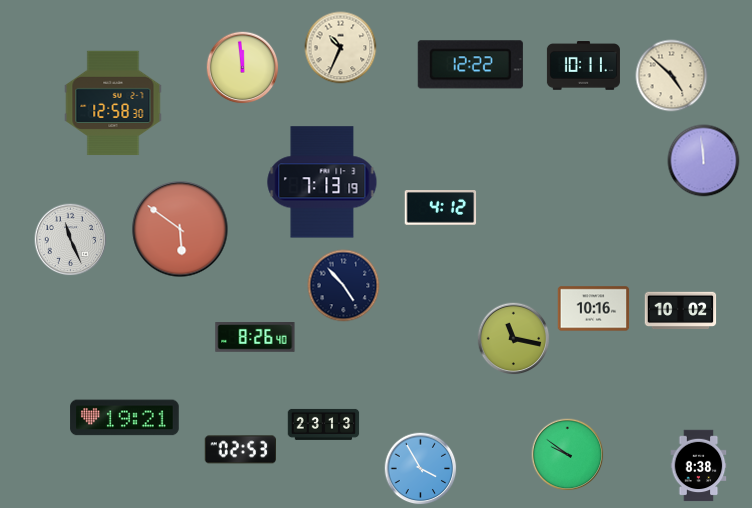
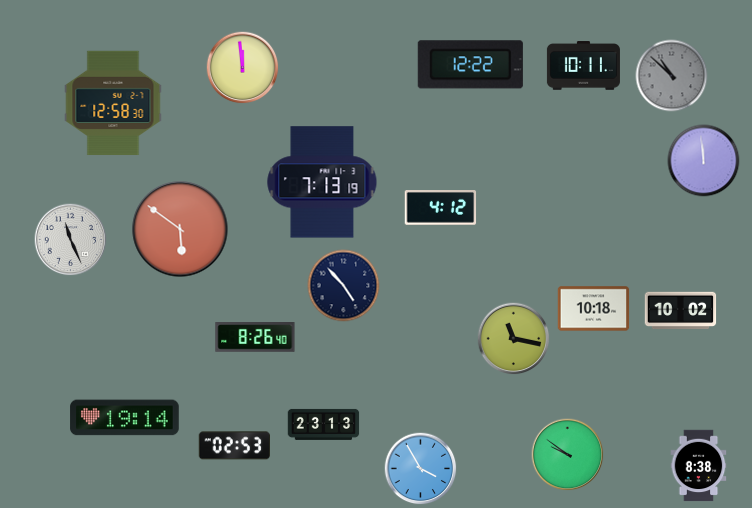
clock at (341, 48): 10:34 -> none
clock at (672, 76): 4:52 -> 10:52
clock at (672, 76) dial: cream -> grey
clock at (594, 309): 10:16 -> 10:18
clock at (125, 418): 19:21 -> 19:14
clock at (240, 450) position: (240, 450) -> (234, 446)
